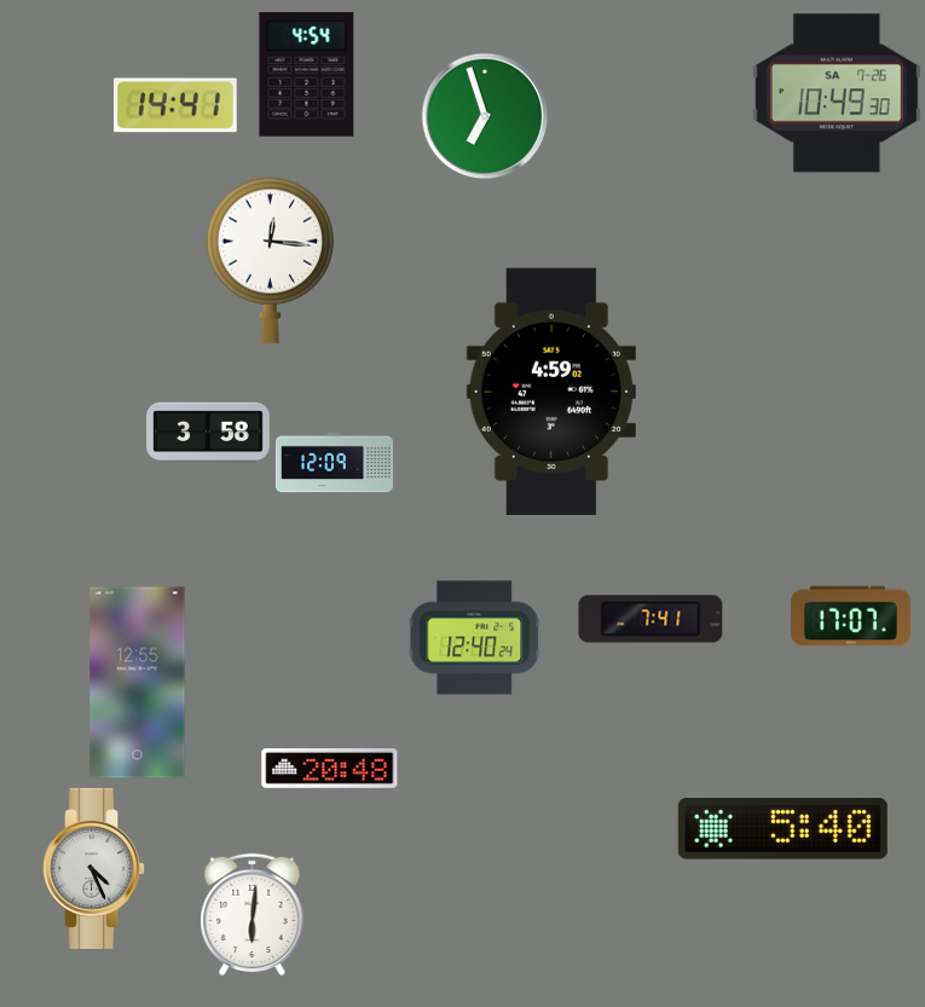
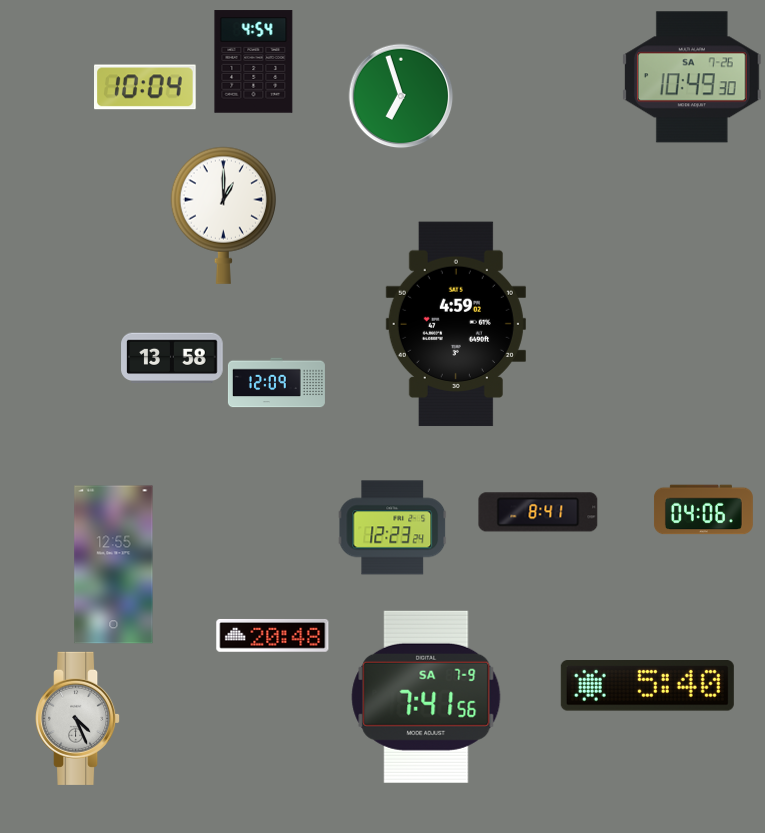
clock at (177, 105): 14:41 -> 10:04
clock at (270, 260): 12:16 -> 1:00
clock at (208, 433): 3:58 -> 13:58
clock at (850, 617): 17:07 -> 04:06
clock at (651, 619): 7:41 -> 8:41
clock at (475, 638): 12:40 -> 12:23
clock at (426, 697): none -> 7:41
clock at (253, 914): 6:01 -> none
